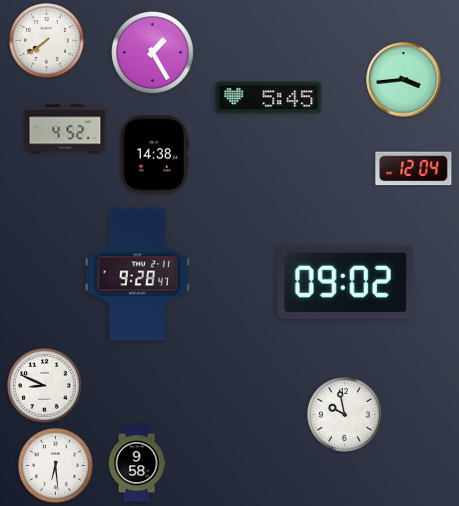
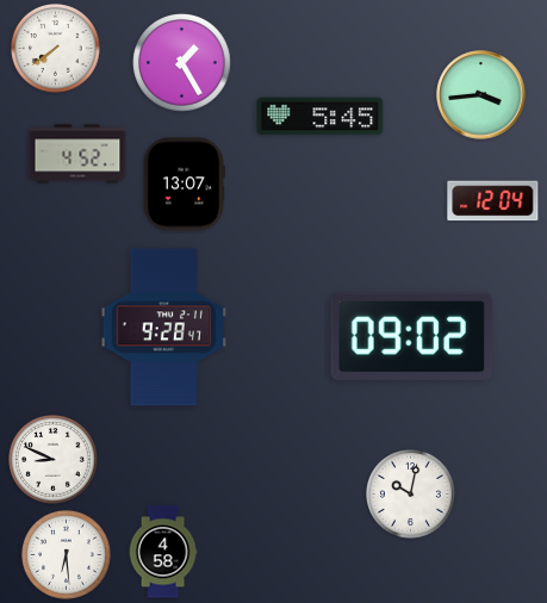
clock at (154, 155): 14:38 -> 13:07
clock at (345, 415): 9:58 -> 10:02
clock at (137, 463): 9:58 -> 4:58
